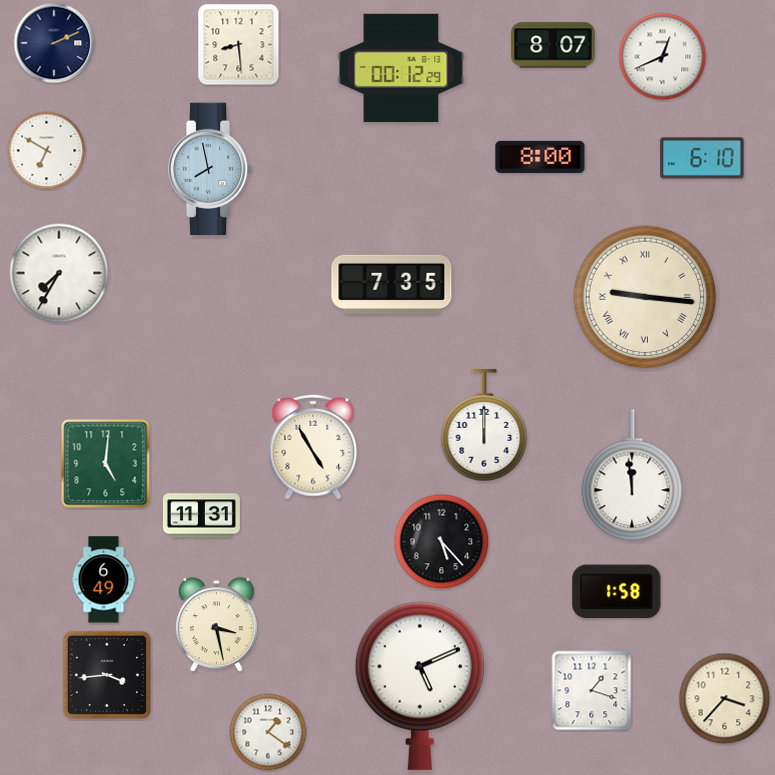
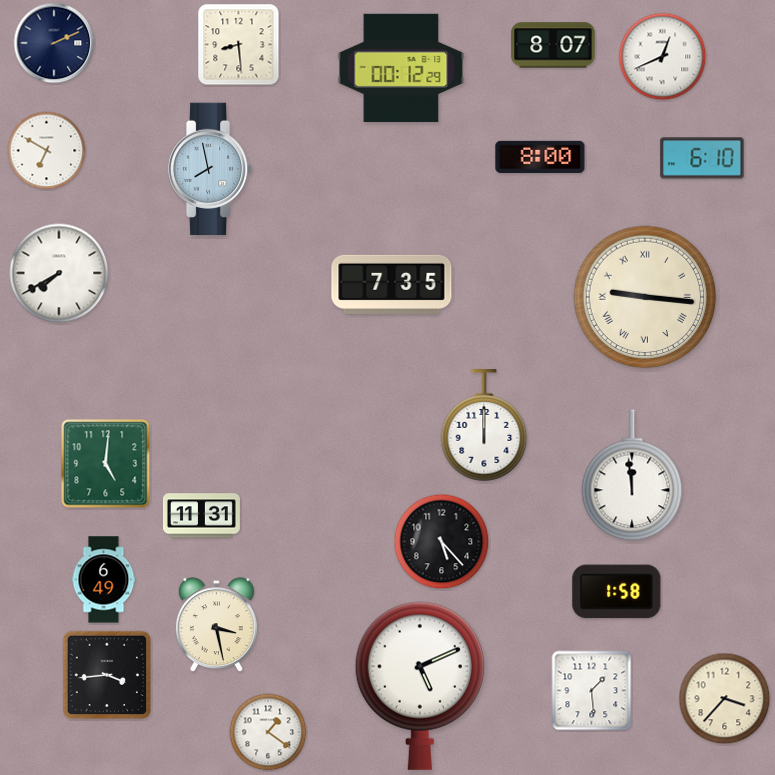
clock at (59, 273): 7:35 -> 7:40
clock at (313, 447): 4:55 -> none
clock at (592, 691): 1:18 -> 1:29
